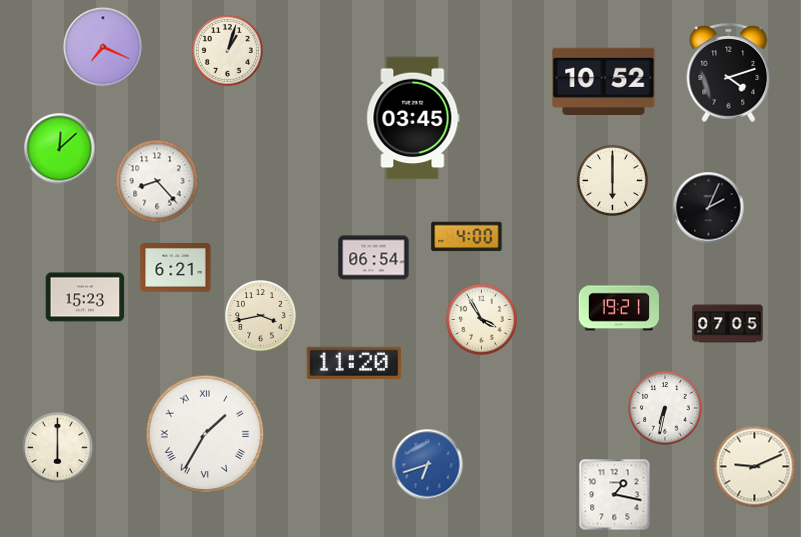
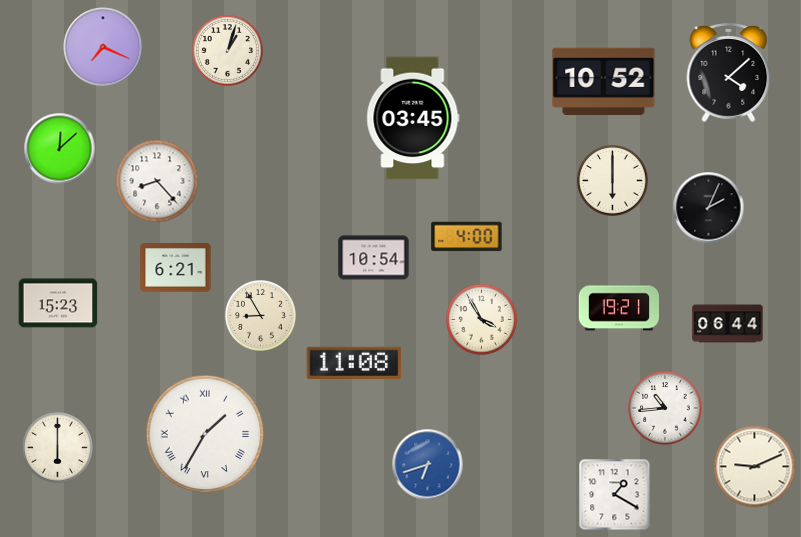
clock at (729, 72): 4:12 -> 4:08
clock at (374, 258): 06:54 -> 10:54
clock at (85, 297) position: (85, 297) -> (58, 303)
clock at (261, 316): 3:43 -> 8:55
clock at (728, 324): 07:05 -> 06:44
clock at (354, 363): 11:20 -> 11:08
clock at (665, 408): 6:32 -> 10:44
clock at (615, 495): 1:17 -> 1:20
